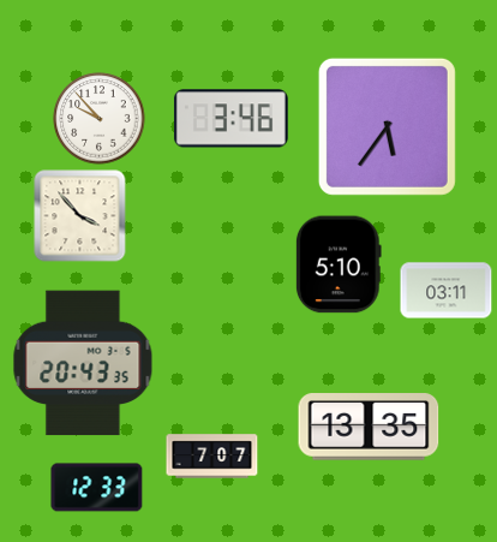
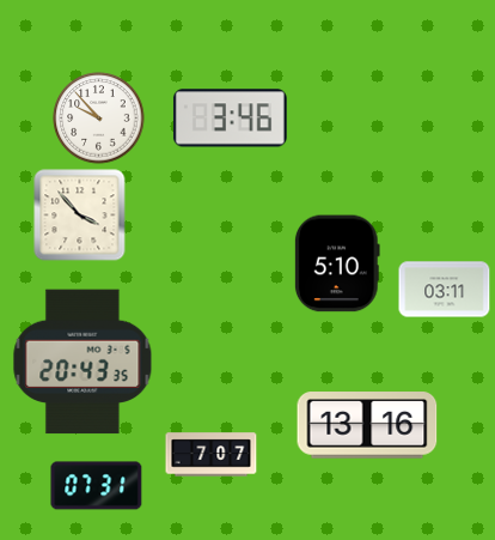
clock at (387, 126): 5:36 -> none
clock at (369, 427): 13:35 -> 13:16
clock at (97, 488): 12:33 -> 07:31
